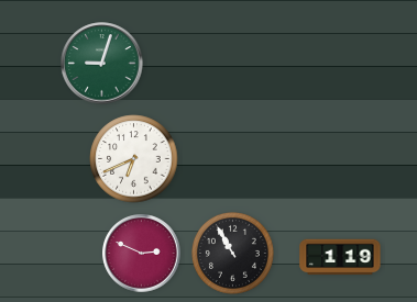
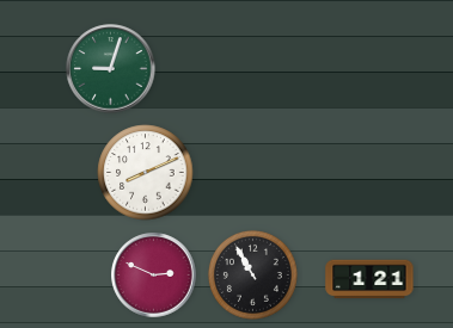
clock at (134, 159): 6:41 -> 8:11
clock at (340, 257): 1:19 -> 1:21
